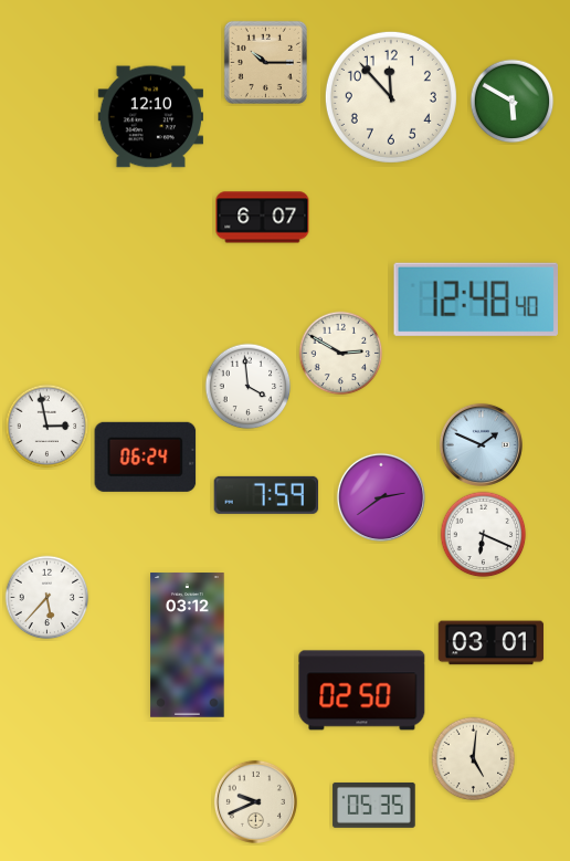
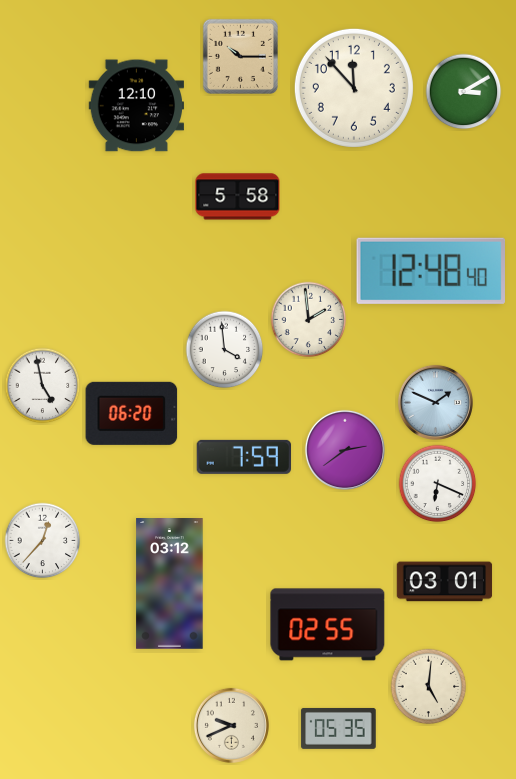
clock at (513, 102): 5:50 -> 3:10
clock at (263, 218): 6:07 -> 5:58
clock at (341, 354): 2:50 -> 1:59
clock at (47, 427): 2:58 -> 4:58
clock at (146, 456): 06:24 -> 06:20
clock at (266, 495) position: (266, 495) -> (244, 457)
clock at (47, 598): 5:37 -> 12:37
clock at (362, 691): 02:50 -> 02:55
